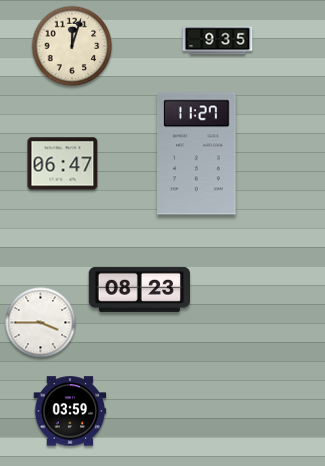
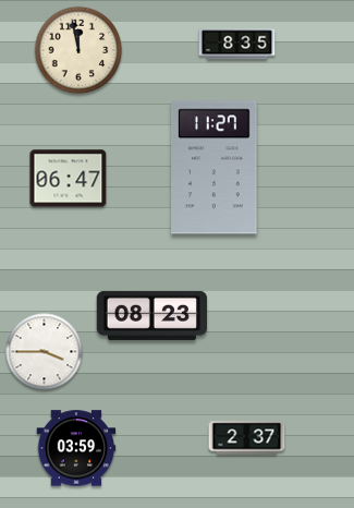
clock at (218, 41): 9:35 -> 8:35
clock at (72, 46): 12:03 -> 11:58
clock at (247, 438): none -> 2:37
